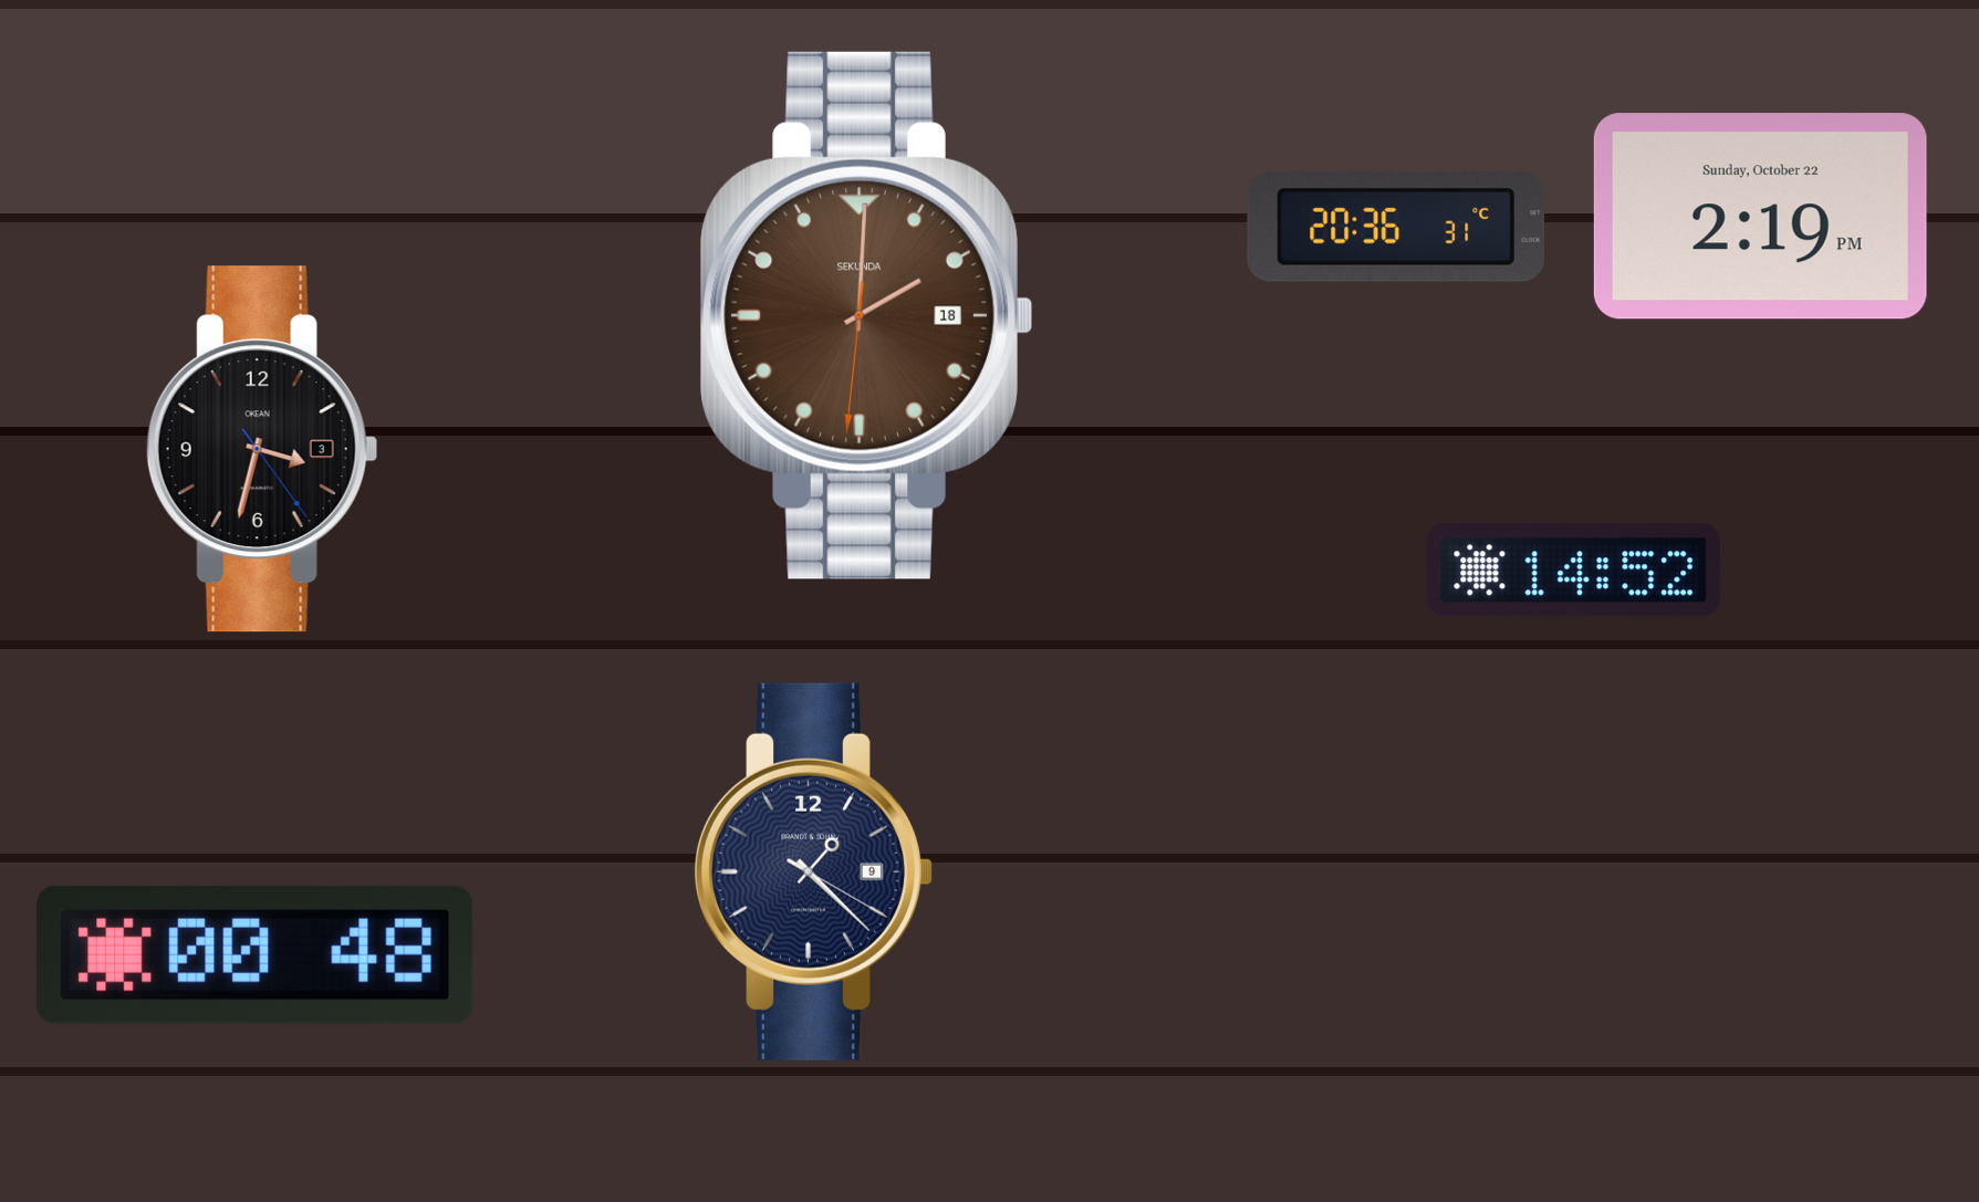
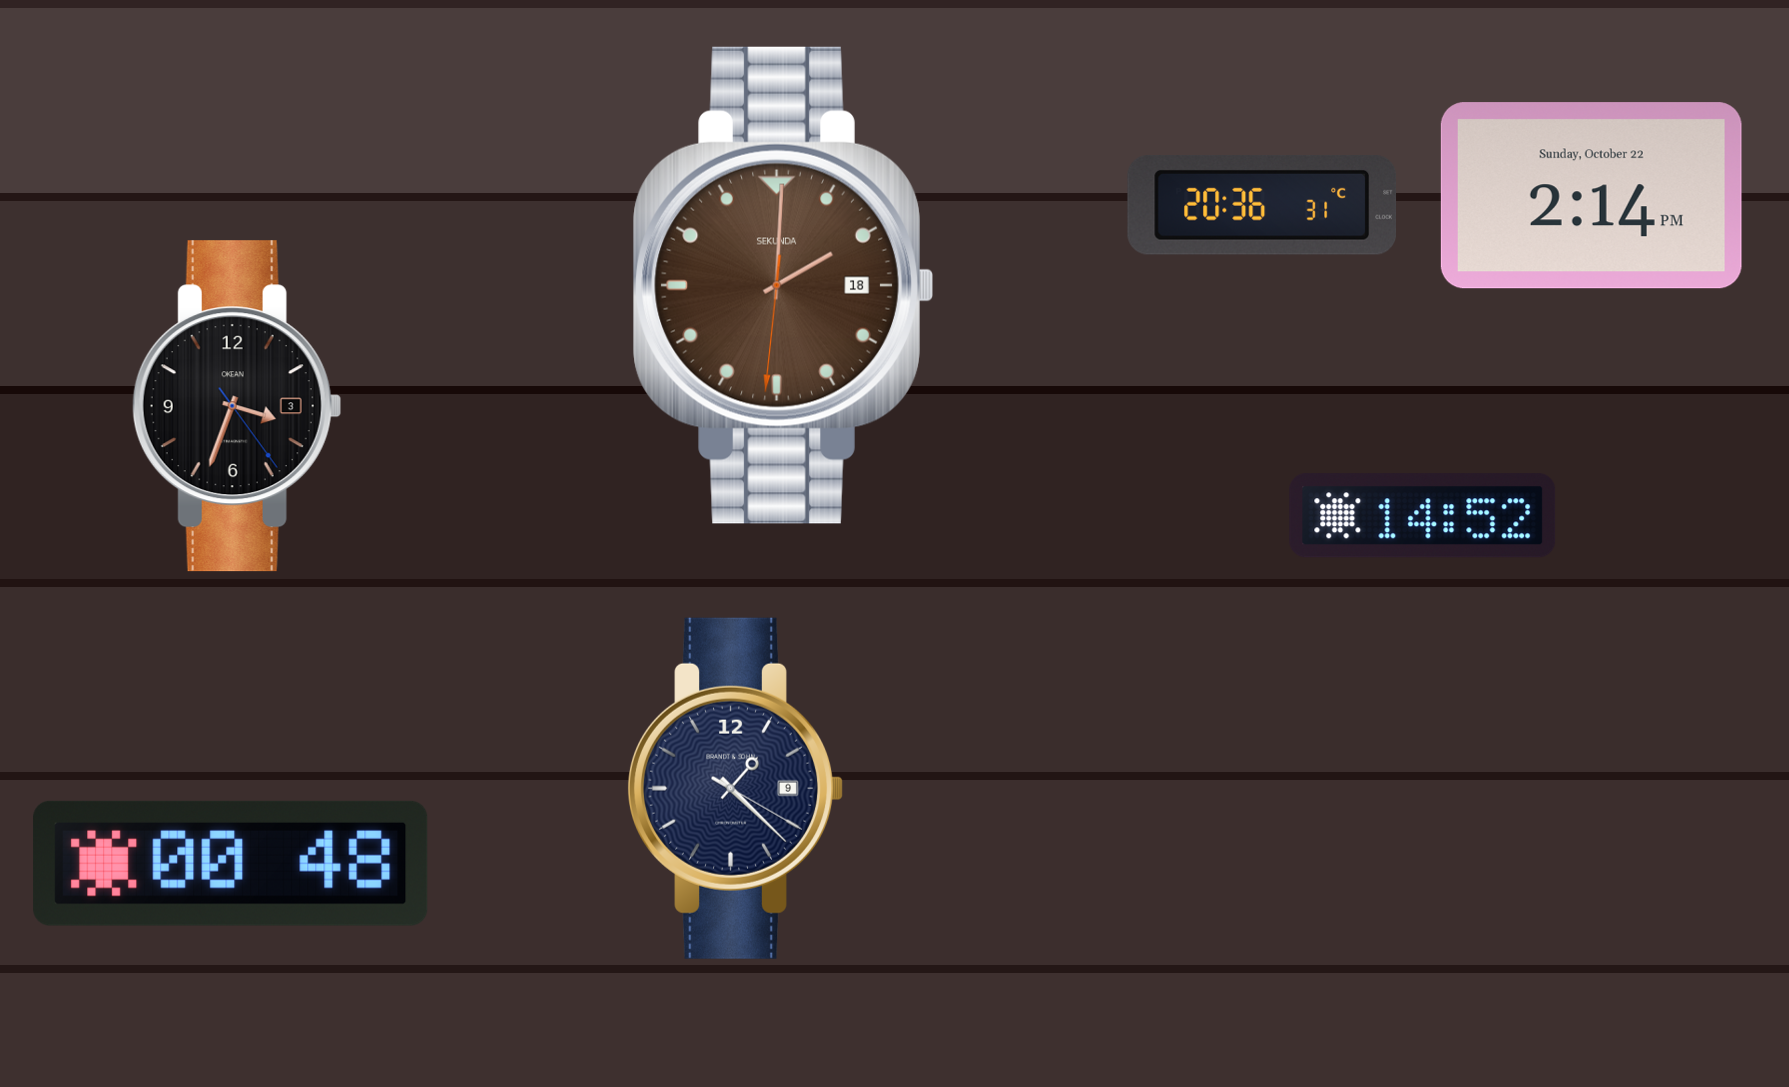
clock at (1760, 217): 2:19 -> 2:14
clock at (262, 449): 3:32 -> 3:33
